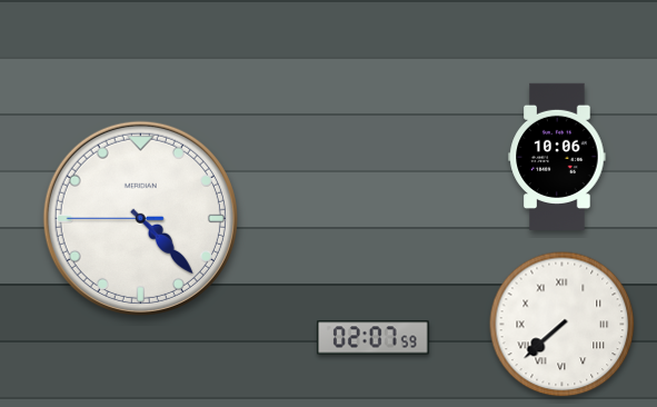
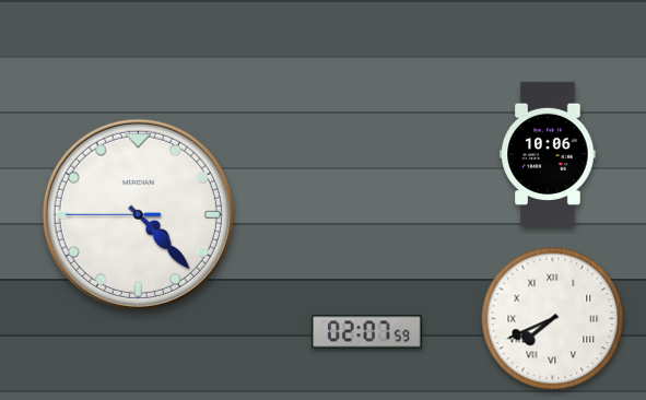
clock at (563, 325): 7:38 -> 7:41
